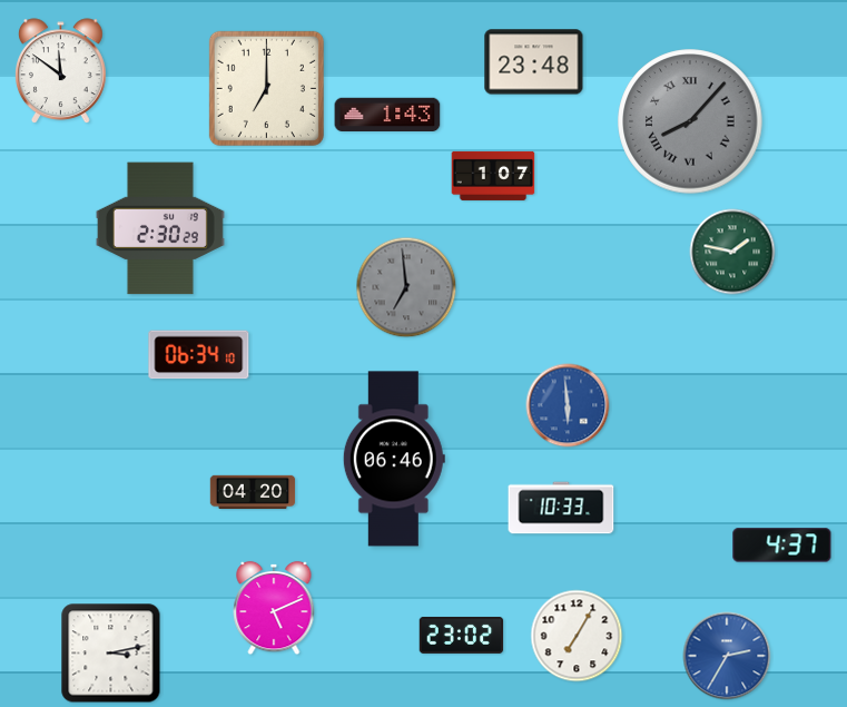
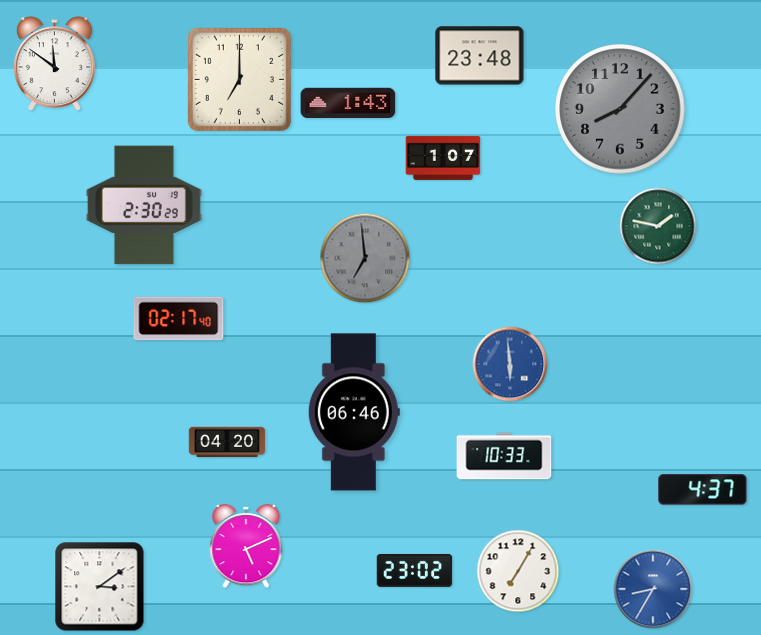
clock at (690, 121) numerals: Roman -> Arabic
clock at (199, 355): 06:34 -> 02:17
clock at (111, 654): 3:13 -> 3:09
clock at (727, 656): 2:35 -> 8:35
